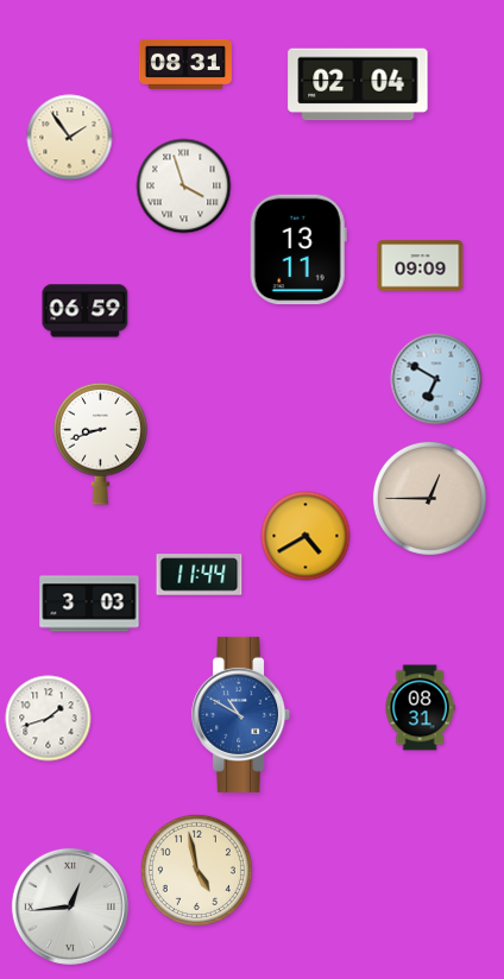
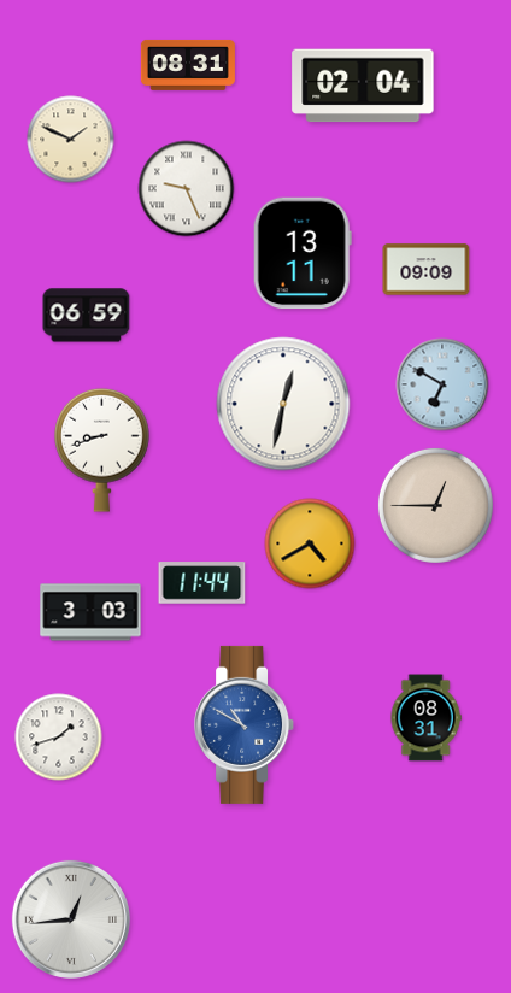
clock at (70, 138): 1:54 -> 1:49
clock at (184, 187): 3:57 -> 9:26
clock at (283, 404): none -> 12:32
clock at (49, 719) position: (49, 719) -> (59, 738)
clock at (196, 870): 4:58 -> none
